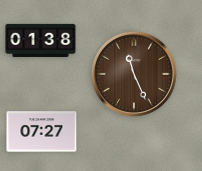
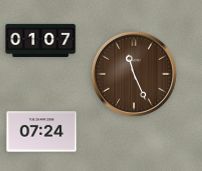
clock at (41, 40): 01:38 -> 01:07
clock at (42, 132): 07:27 -> 07:24
